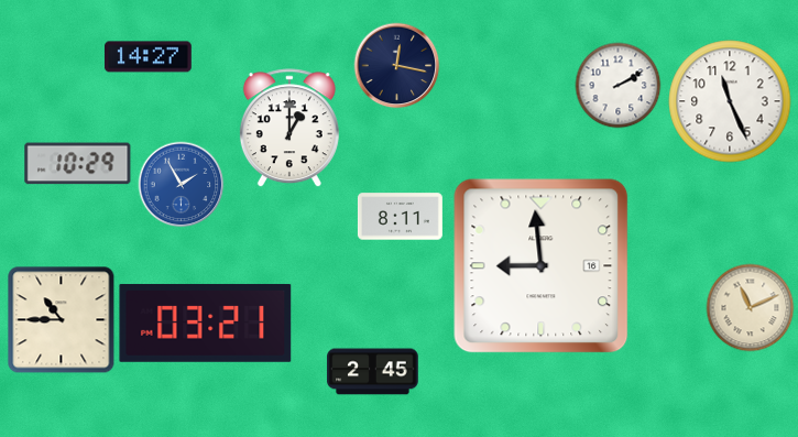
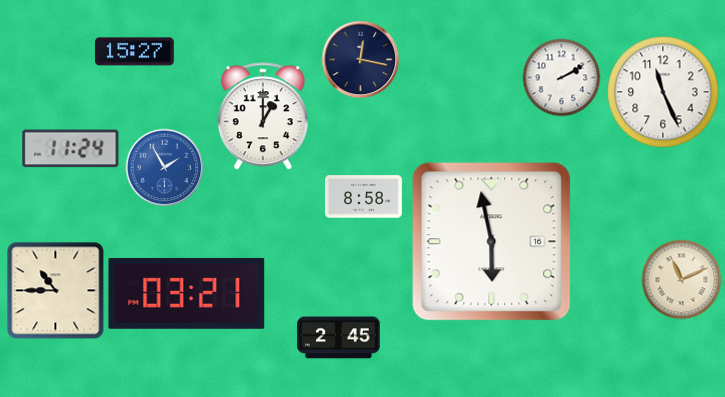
clock at (147, 57): 14:27 -> 15:27
clock at (78, 164): 10:29 -> 11:24
clock at (400, 217): 8:11 -> 8:58
clock at (542, 266): 8:59 -> 5:58
